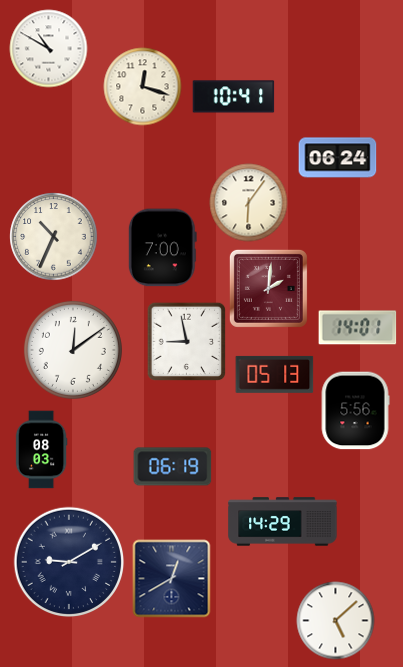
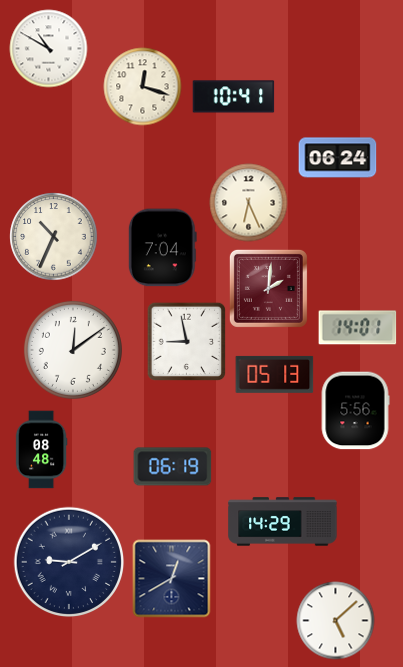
clock at (248, 202): 6:06 -> 6:26
clock at (162, 247): 7:00 -> 7:04
clock at (41, 449): 08:03 -> 08:48
